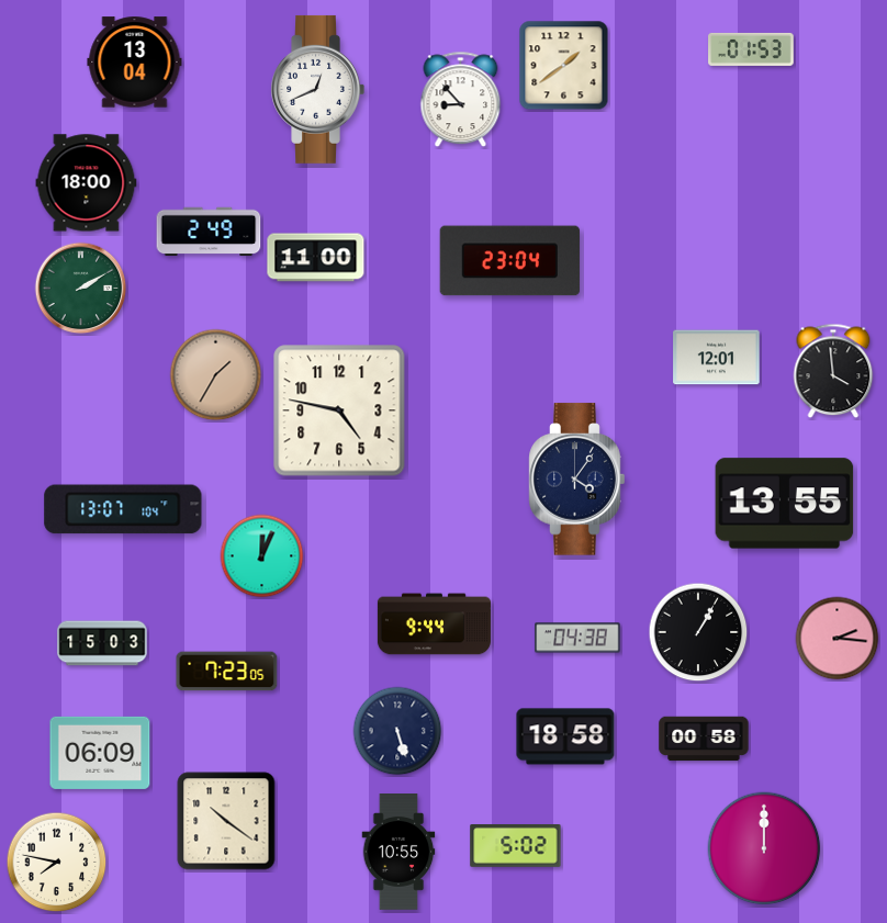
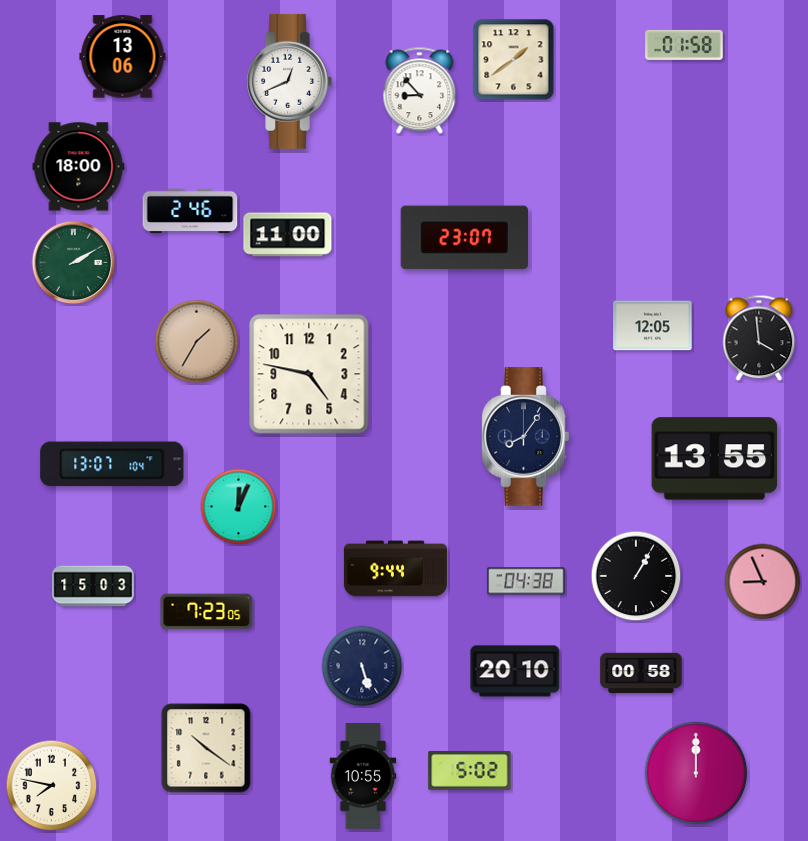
clock at (751, 49): 01:53 -> 01:58
clock at (135, 63): 13:04 -> 13:06
clock at (209, 232): 2:49 -> 2:46
clock at (510, 261): 23:04 -> 23:07
clock at (717, 358): 12:01 -> 12:05
clock at (577, 480): 4:06 -> 8:06
clock at (838, 639): 2:16 -> 8:56
clock at (565, 736): 18:58 -> 20:10
clock at (100, 753): 06:09 -> none
